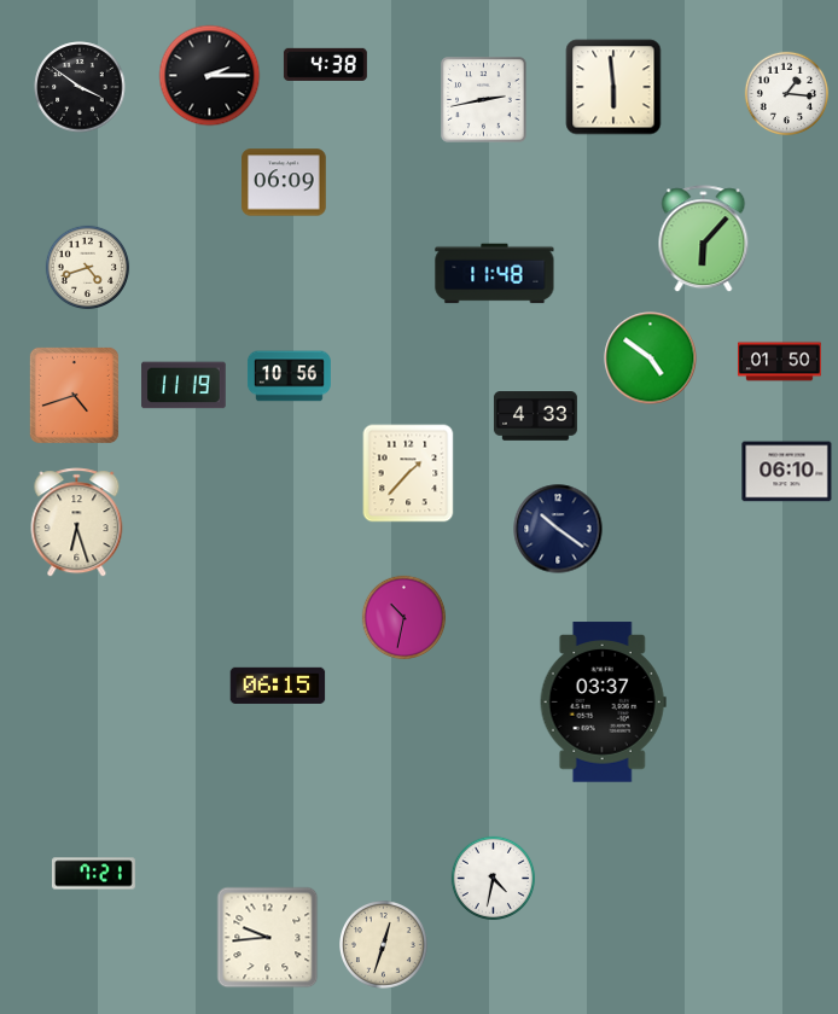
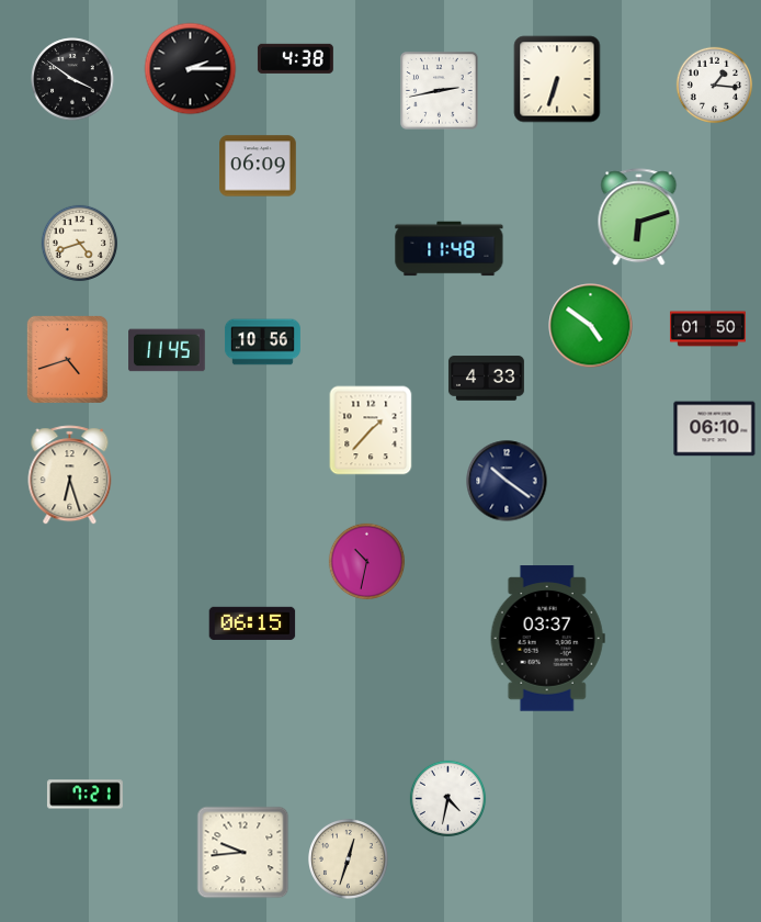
clock at (613, 87): 5:59 -> 6:33
clock at (704, 239): 6:07 -> 6:12
clock at (184, 385): 11:19 -> 11:45
